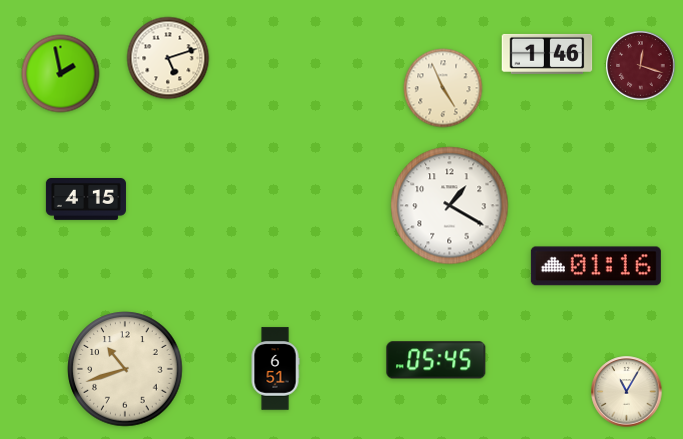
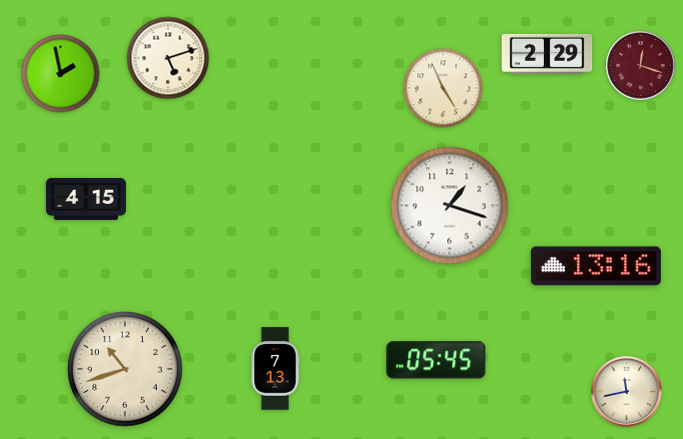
clock at (547, 54): 1:46 -> 2:29
clock at (450, 206): 1:20 -> 1:18
clock at (596, 266): 01:16 -> 13:16
clock at (275, 369): 6:51 -> 7:13
clock at (627, 392): 11:05 -> 11:43
